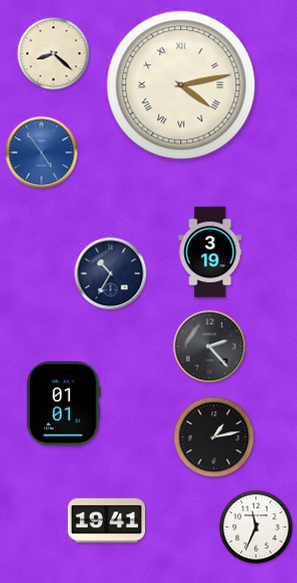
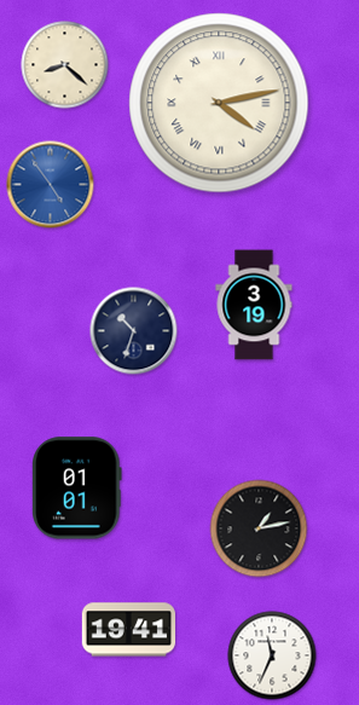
clock at (111, 274): 10:35 -> 10:33
clock at (210, 347): 2:23 -> none
clock at (256, 527) position: (256, 527) -> (272, 655)
